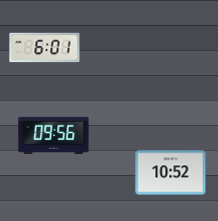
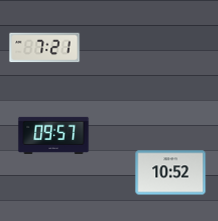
clock at (45, 48): 6:01 -> 7:21
clock at (54, 135): 09:56 -> 09:57
